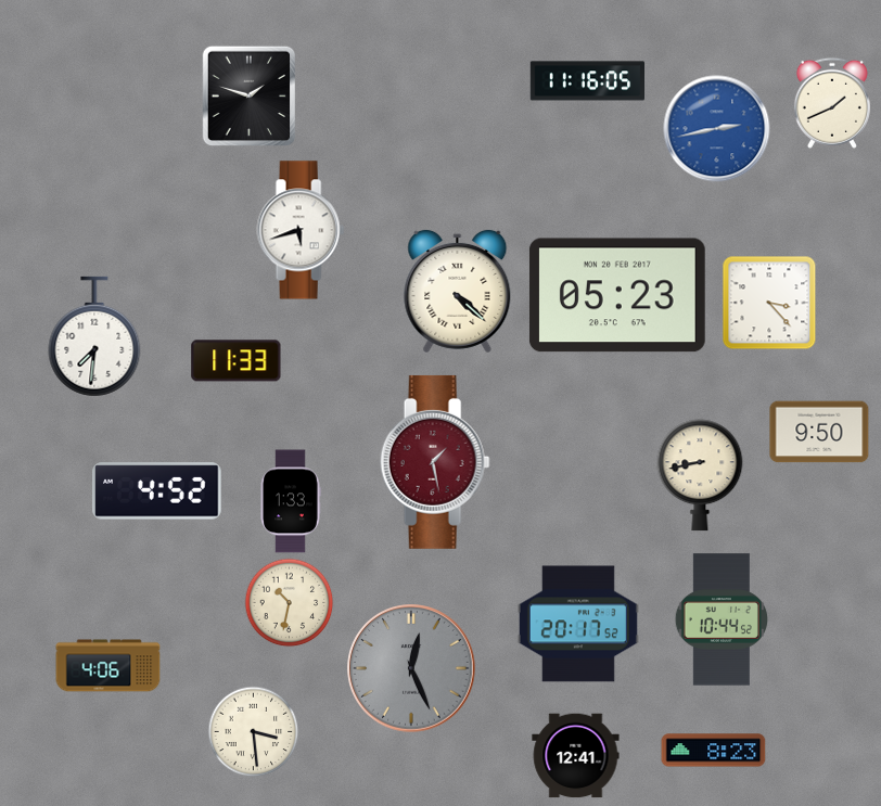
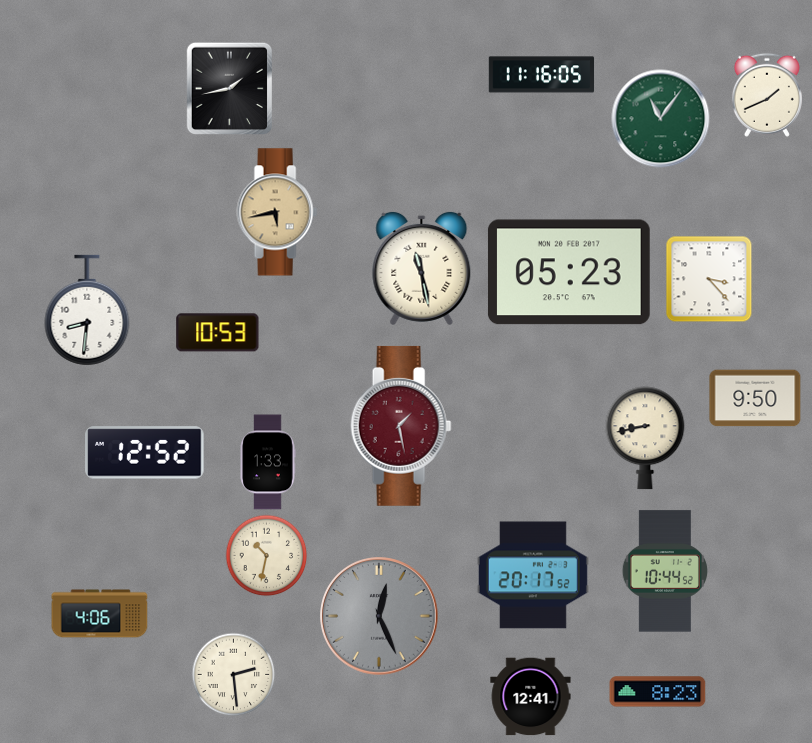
clock at (248, 95): 1:48 -> 1:43
clock at (717, 129): 2:43 -> 11:06
clock at (717, 129) dial: blue -> green
clock at (301, 230): 5:42 -> 5:43
clock at (301, 230) dial: white -> champagne
clock at (458, 291): 4:22 -> 11:28
clock at (94, 336): 7:31 -> 8:31
clock at (237, 361): 11:33 -> 10:53
clock at (157, 491): 4:52 -> 12:52
clock at (253, 731): 3:29 -> 2:29
